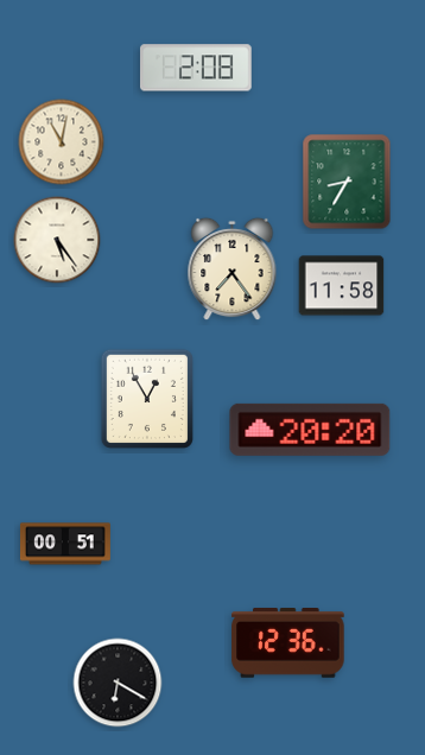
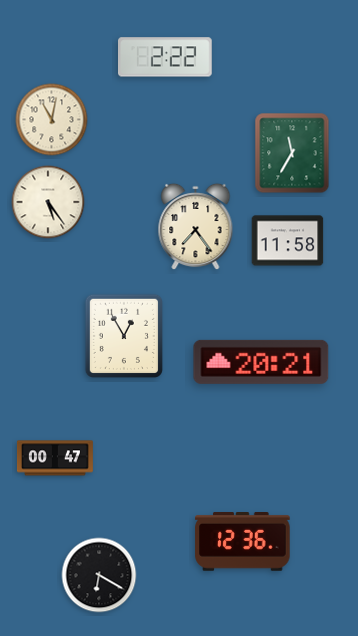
clock at (197, 68): 2:08 -> 2:22
clock at (347, 182): 8:35 -> 11:35
clock at (310, 430): 20:20 -> 20:21
clock at (65, 544): 00:51 -> 00:47
